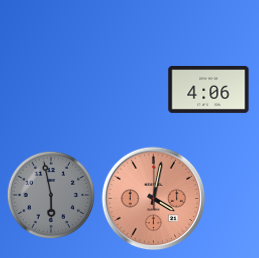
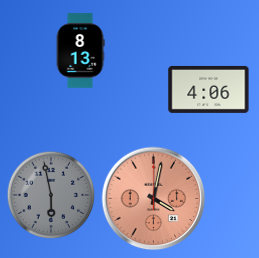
clock at (80, 51): none -> 8:13
